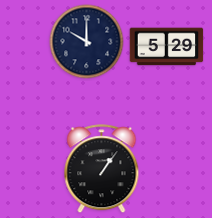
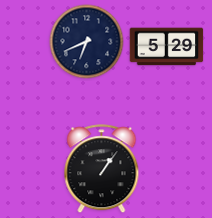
clock at (87, 42): 10:00 -> 6:41
